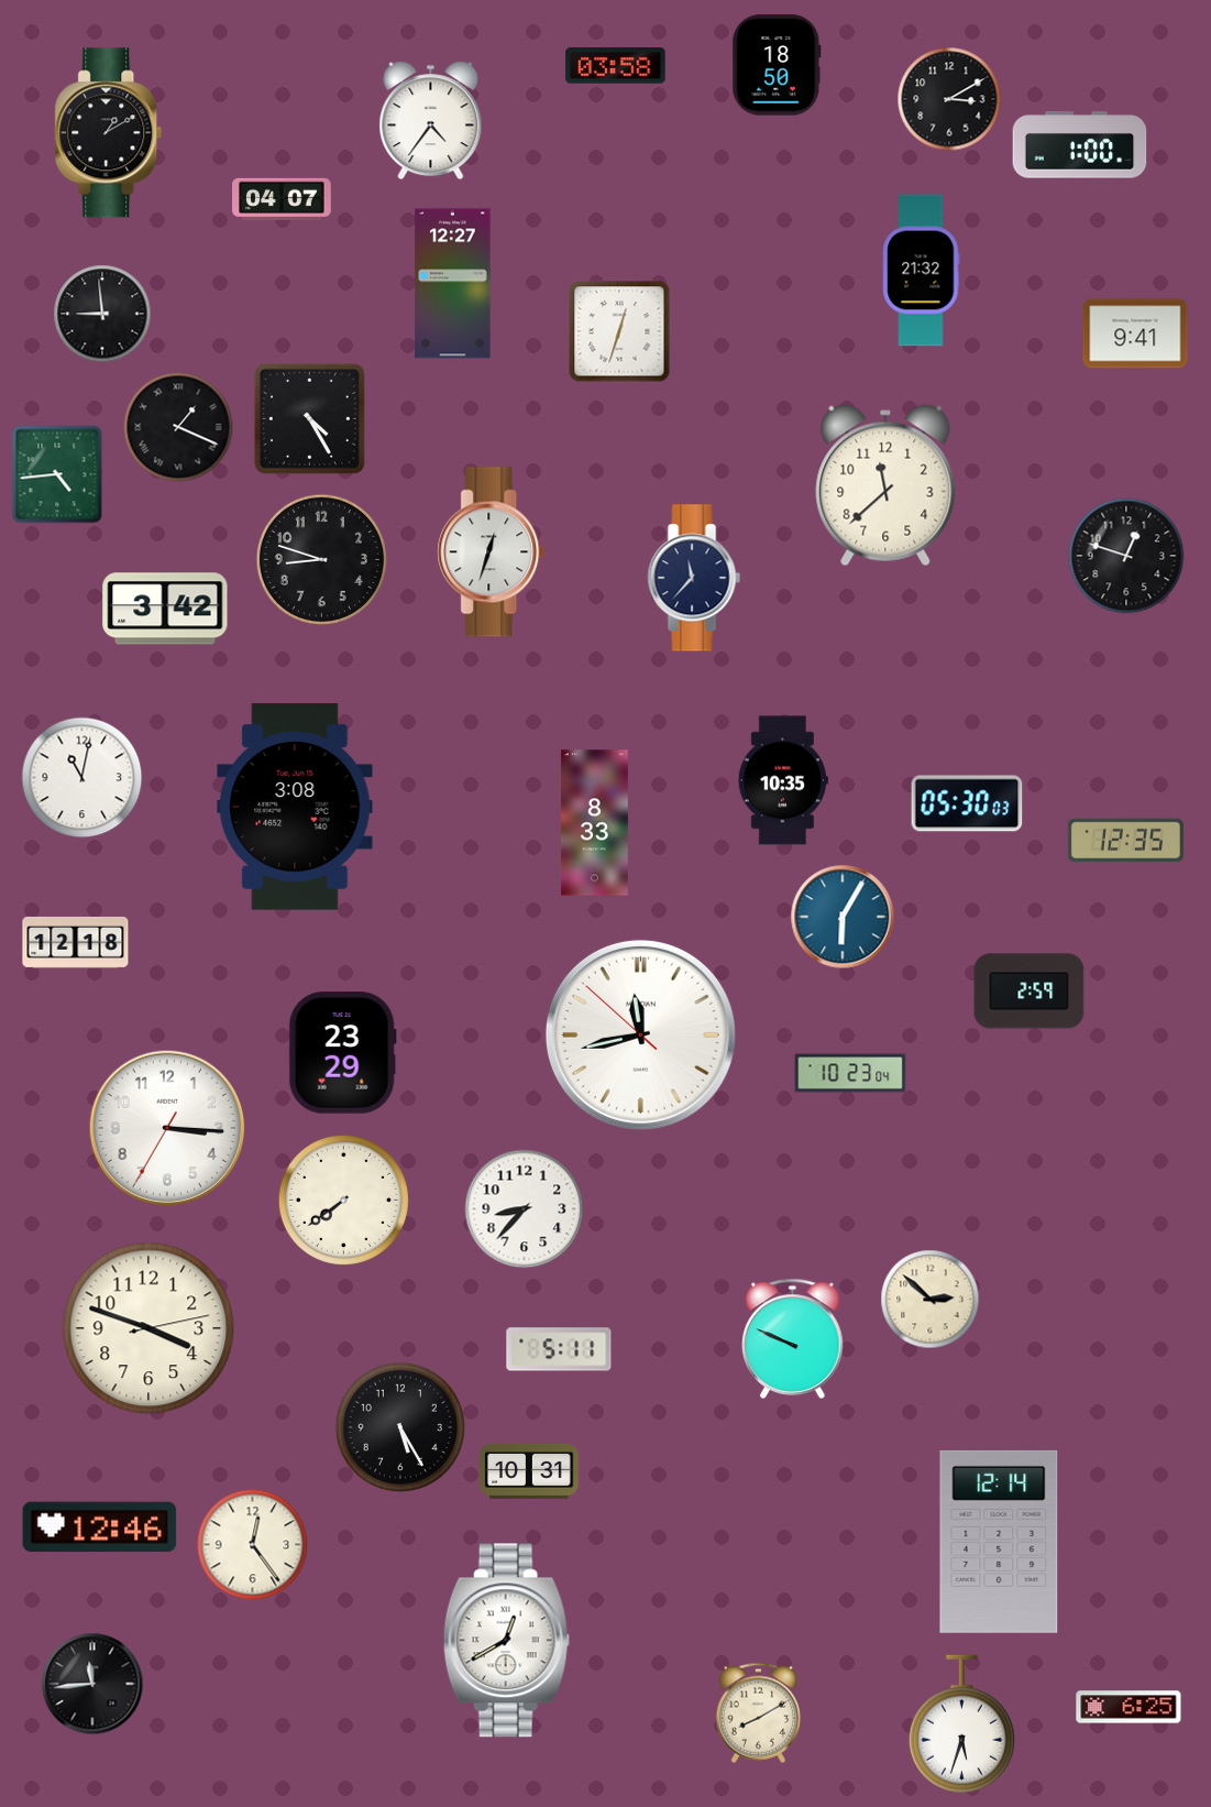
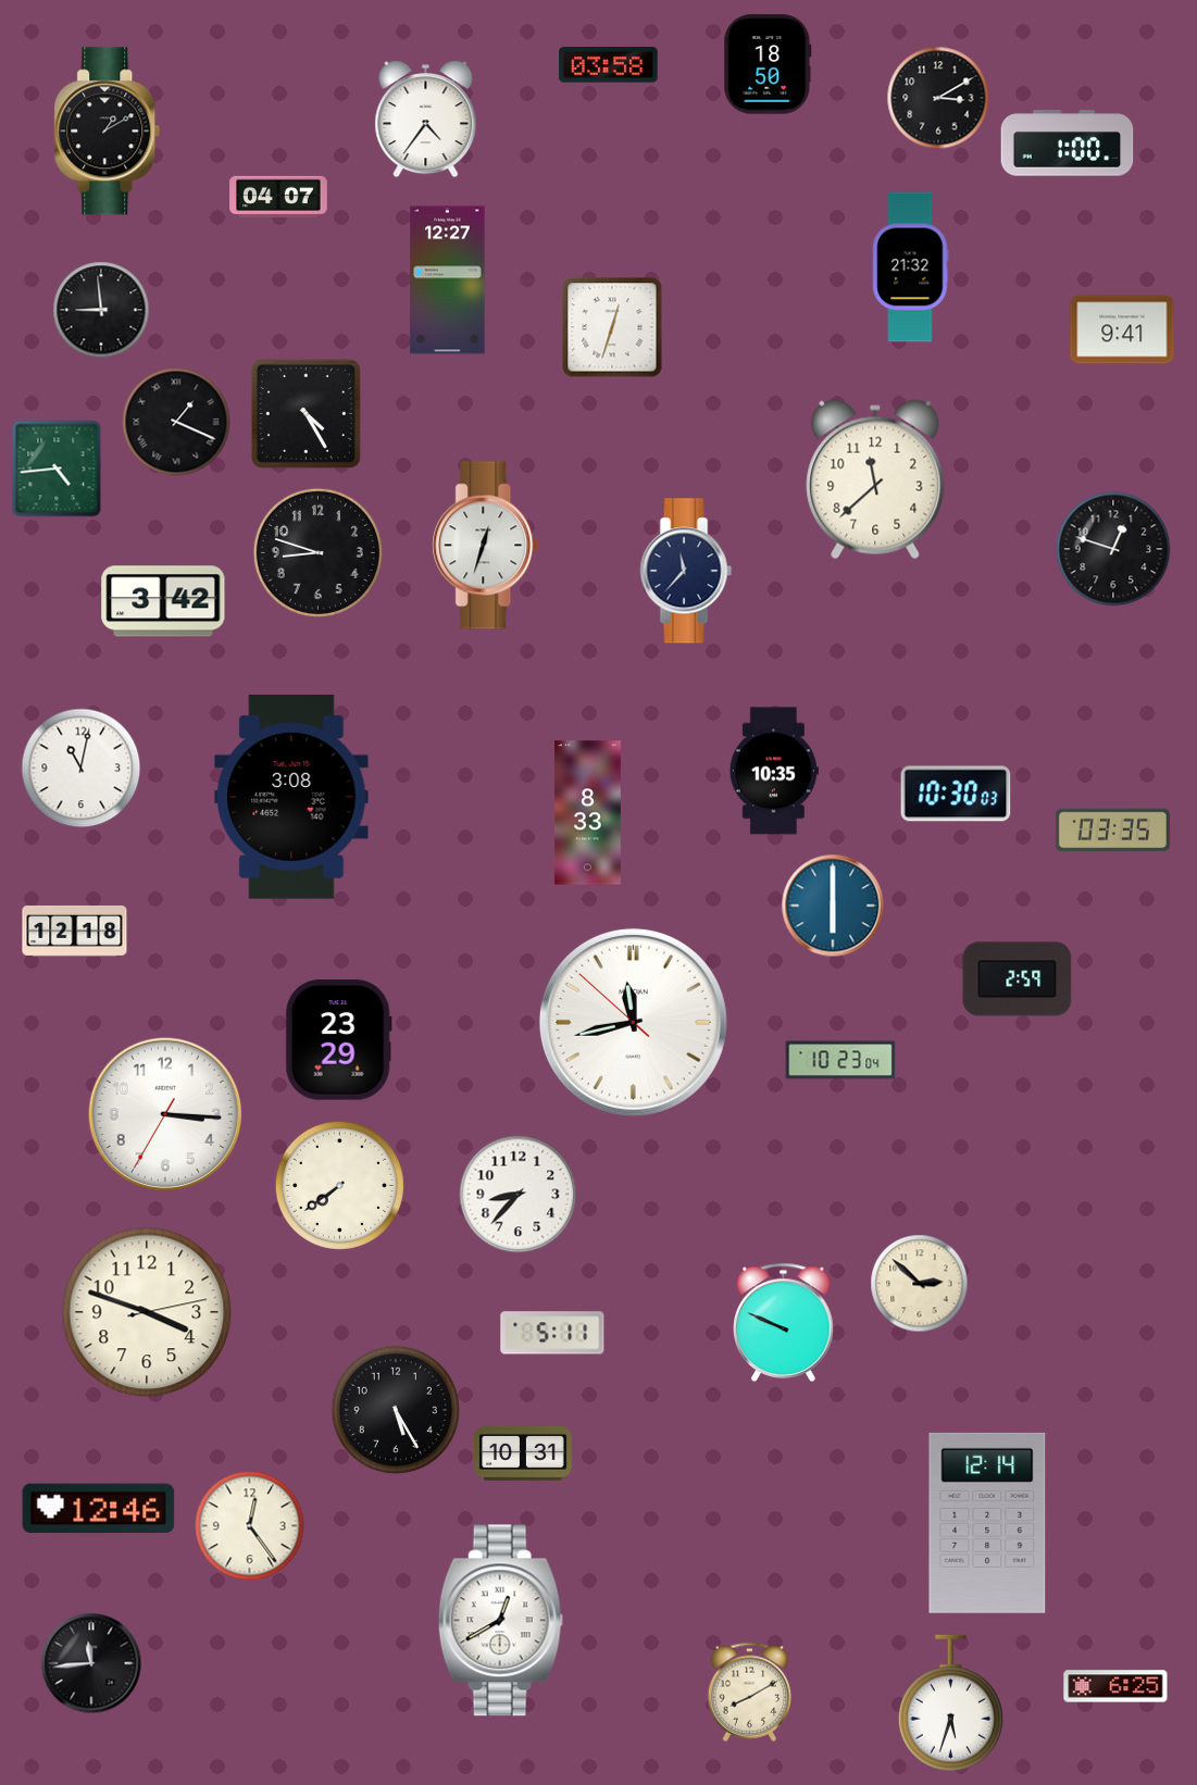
clock at (967, 803): 05:30 -> 10:30
clock at (1125, 841): 12:35 -> 03:35
clock at (843, 917): 6:05 -> 6:00
